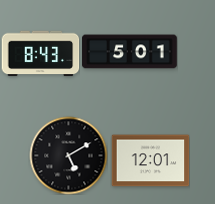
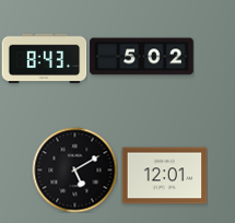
clock at (130, 52): 5:01 -> 5:02
